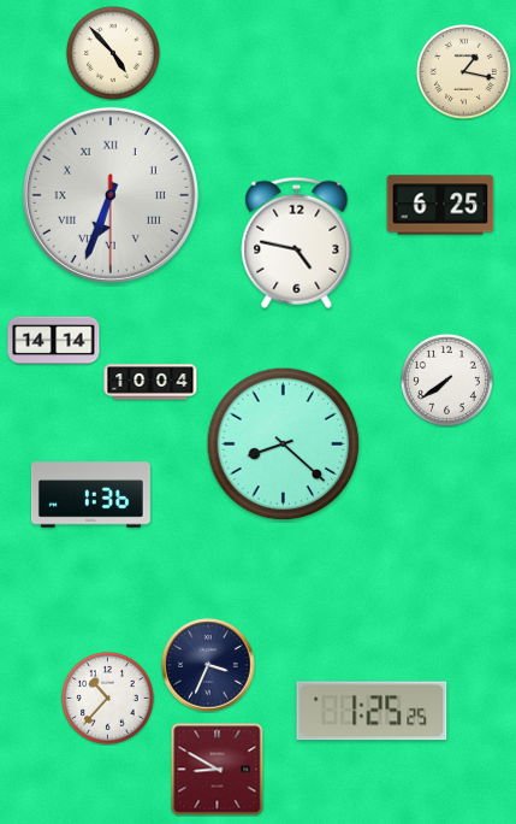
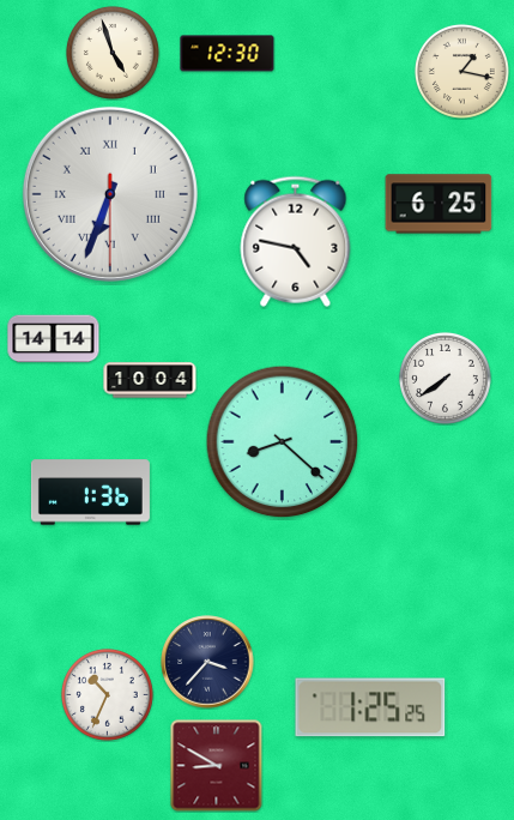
clock at (113, 53): 4:53 -> 4:57
clock at (228, 54): none -> 12:30
clock at (208, 665): 3:34 -> 3:37
clock at (107, 698): 10:37 -> 10:34
